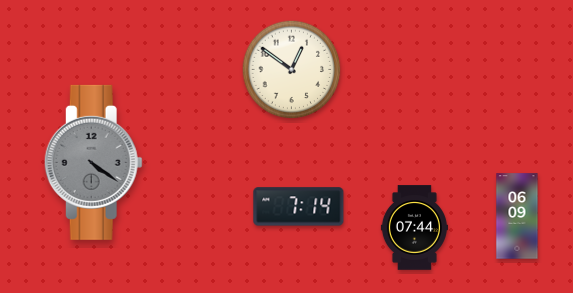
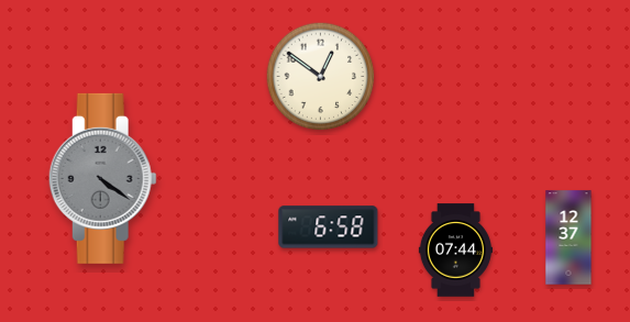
clock at (299, 207): 7:14 -> 6:58
clock at (517, 216): 06:09 -> 12:37
